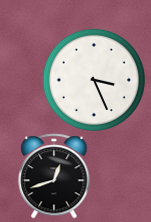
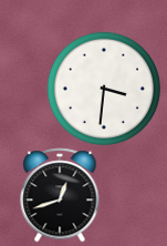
clock at (94, 80): 3:26 -> 3:31
